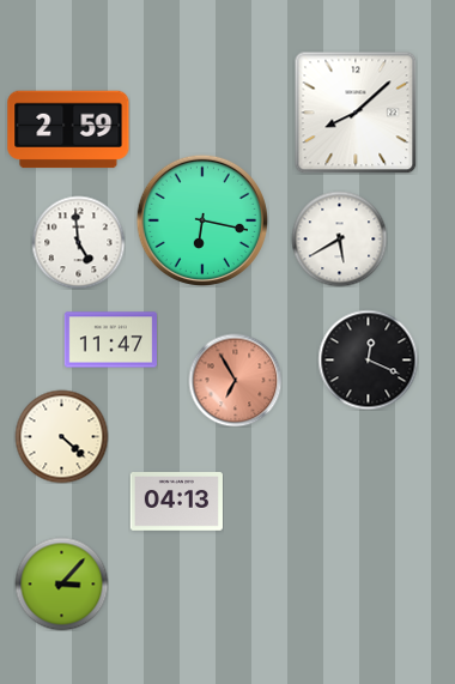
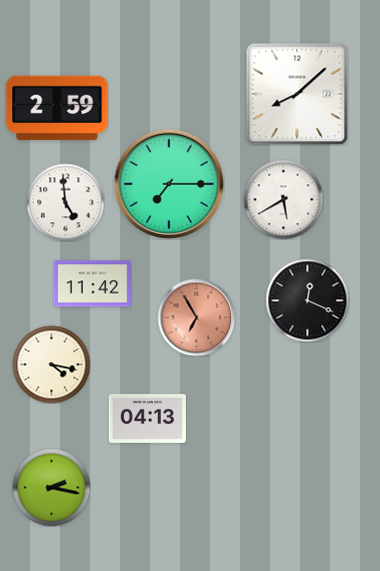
clock at (201, 219): 6:17 -> 7:15
clock at (110, 340): 11:47 -> 11:42
clock at (61, 436): 4:22 -> 4:17
clock at (61, 583): 3:07 -> 2:17
